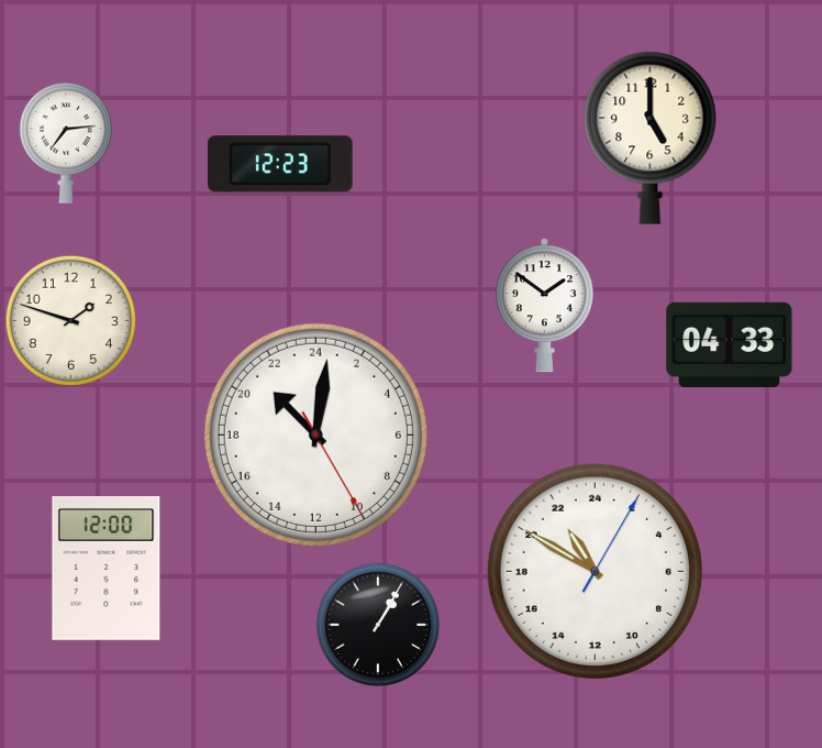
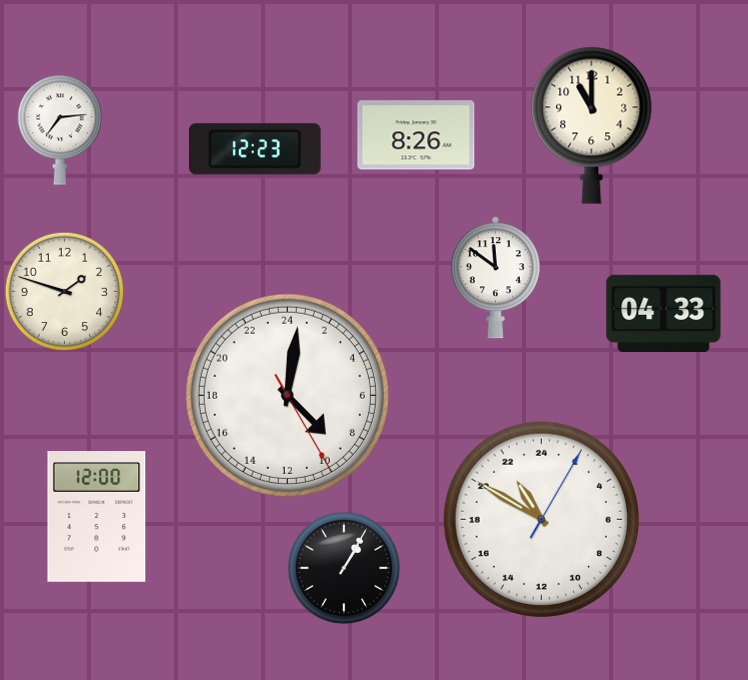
clock at (651, 137): 5:00 -> 11:00
clock at (416, 135): none -> 8:26
clock at (544, 306): 1:51 -> 11:51
clock at (315, 435): 21:01 -> 9:01
